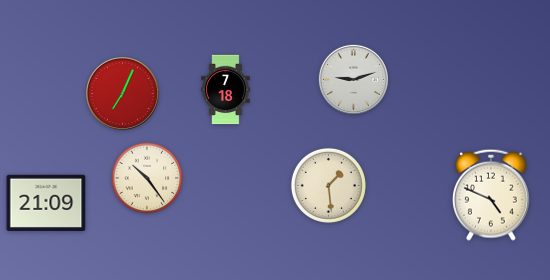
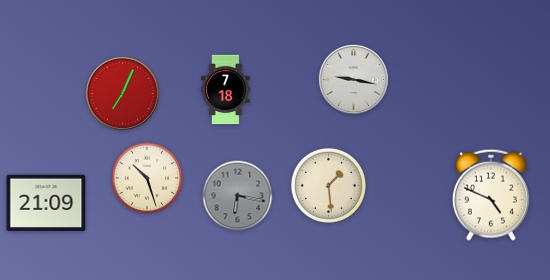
clock at (353, 79): 9:12 -> 9:17
clock at (147, 178): 10:24 -> 10:27
clock at (238, 196): none -> 6:17
